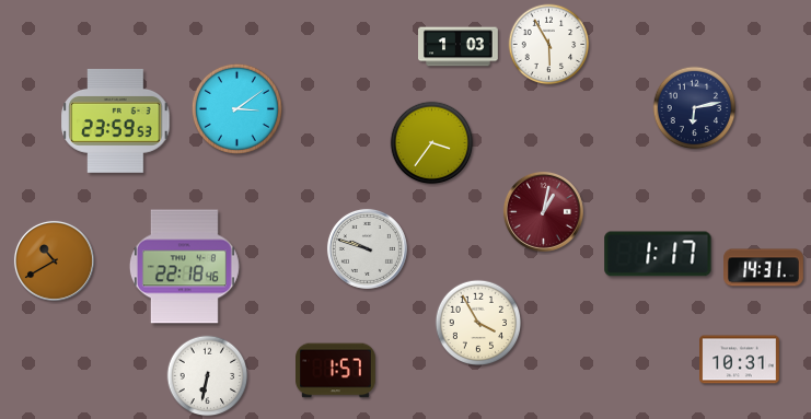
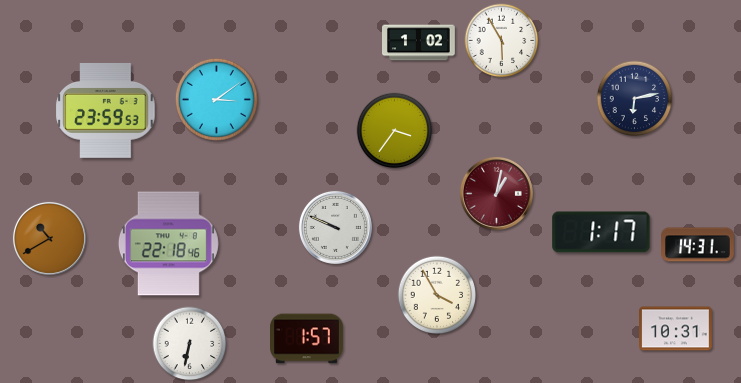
clock at (459, 47): 1:03 -> 1:02
clock at (367, 248): 9:48 -> 9:49
